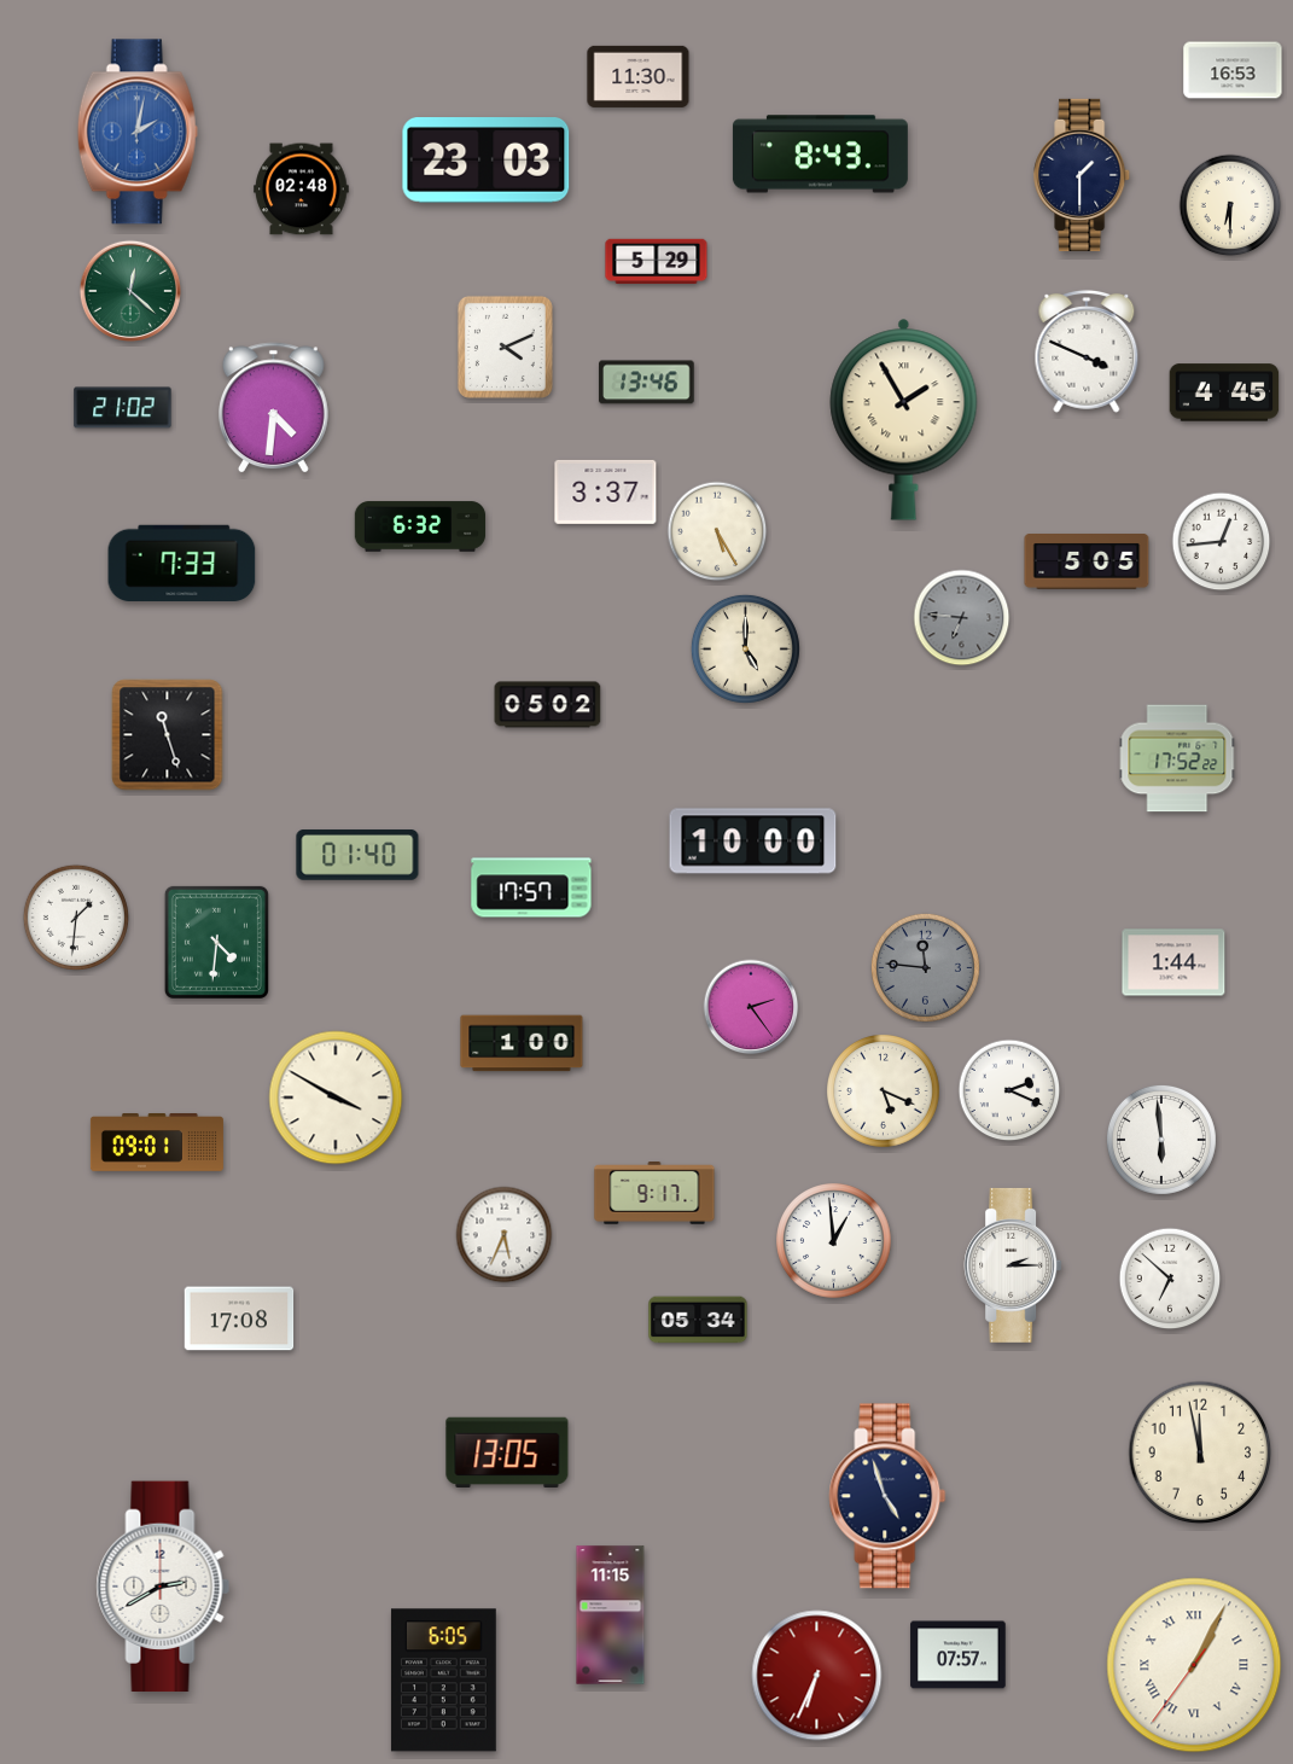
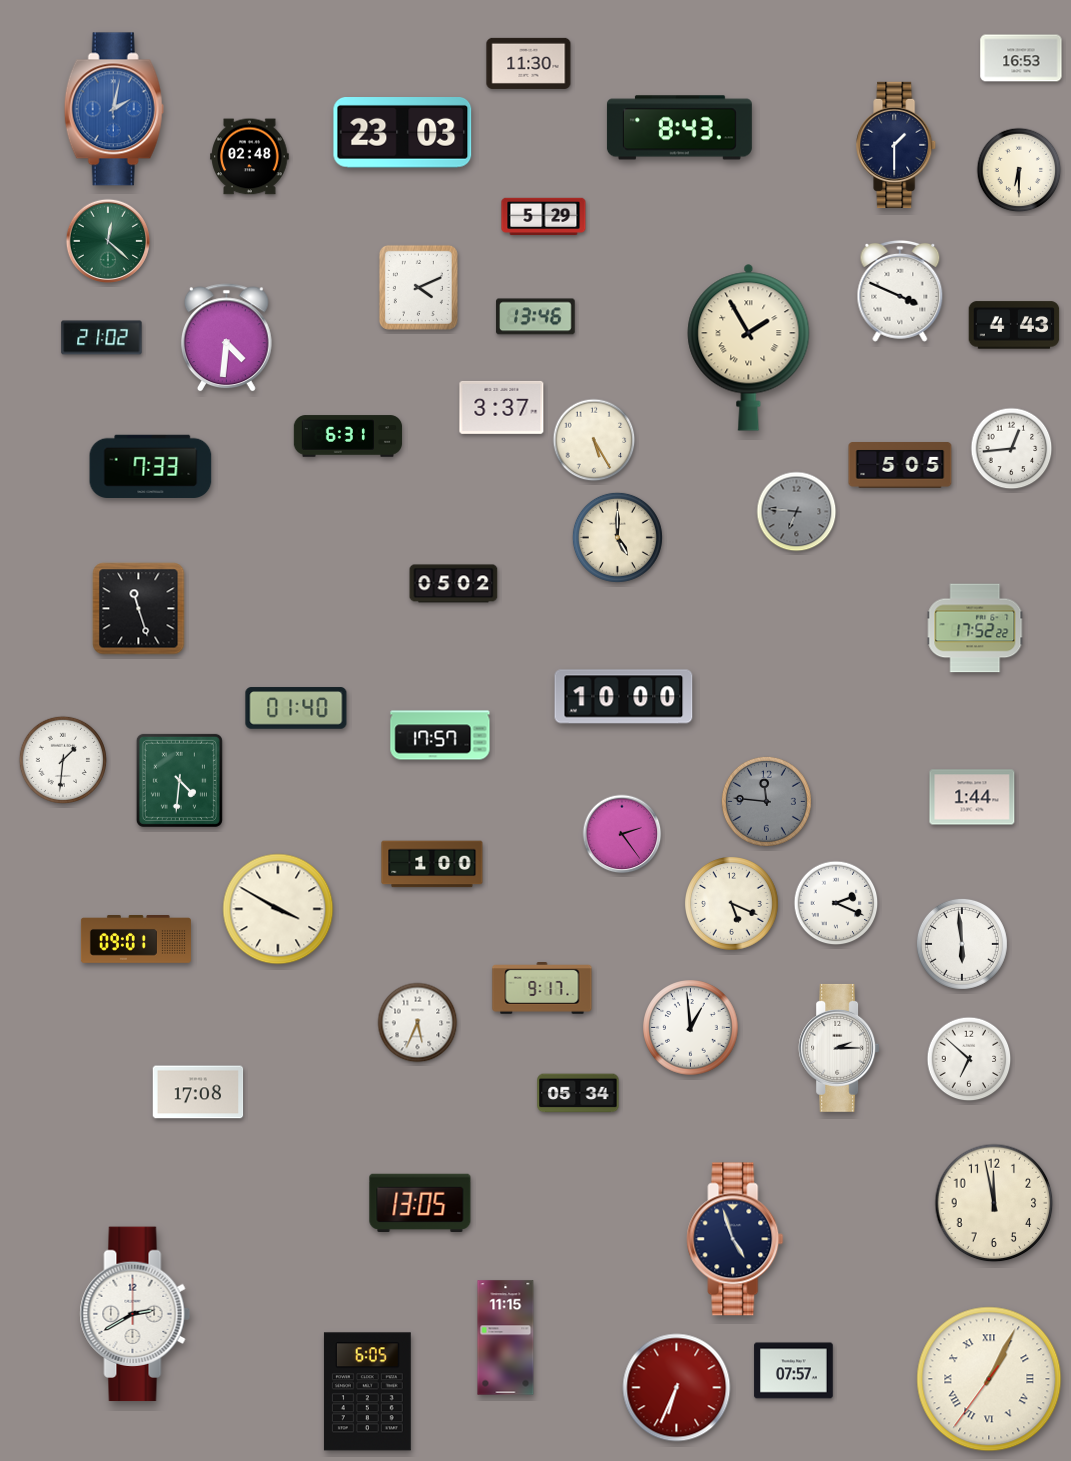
clock at (1224, 392): 4:45 -> 4:43
clock at (420, 526): 6:32 -> 6:31
clock at (157, 1143) position: (157, 1143) -> (136, 940)
